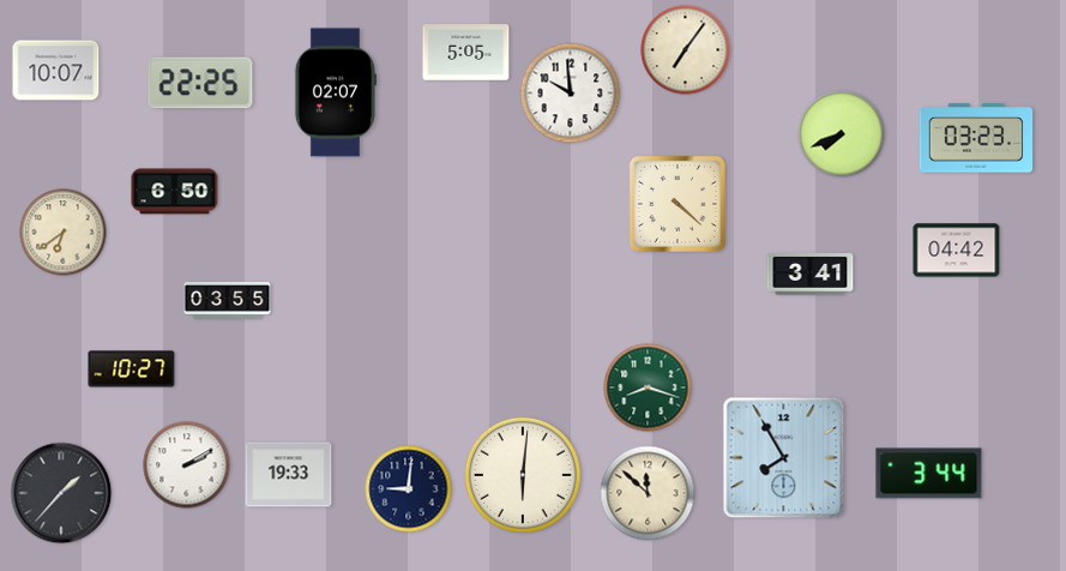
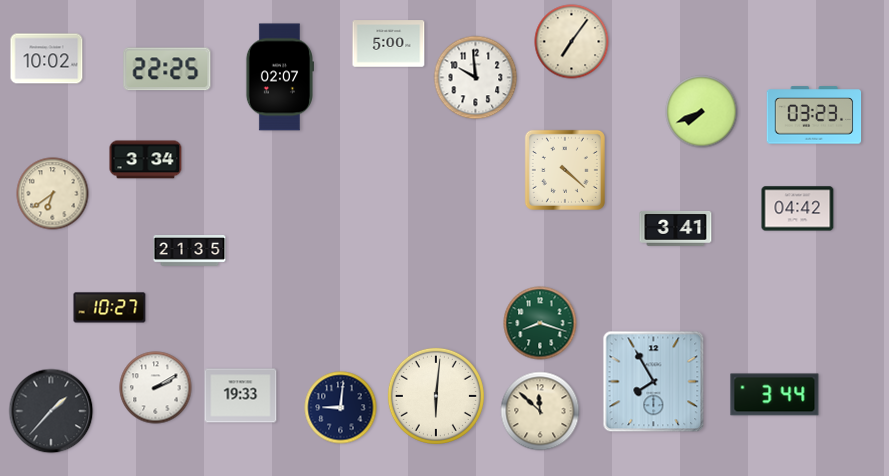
clock at (466, 53): 5:05 -> 5:00
clock at (56, 71): 10:07 -> 10:02
clock at (175, 192): 6:50 -> 3:34
clock at (228, 301): 03:55 -> 21:35
